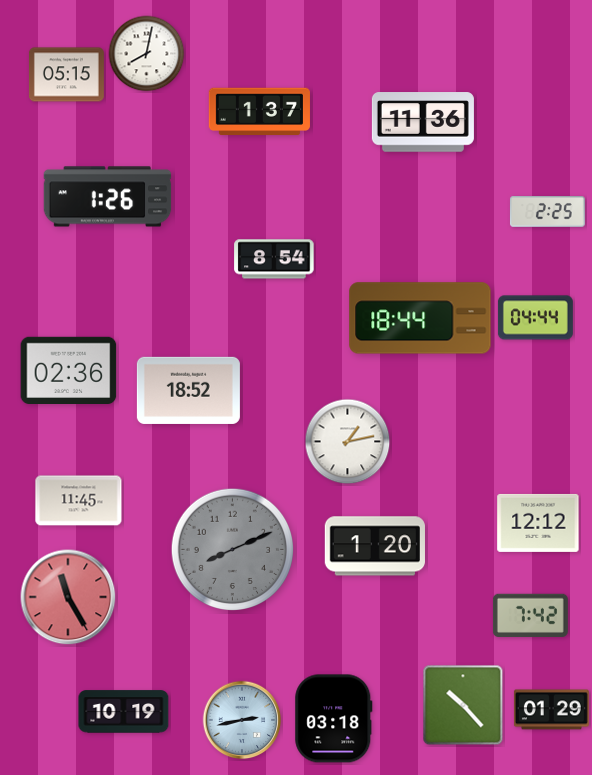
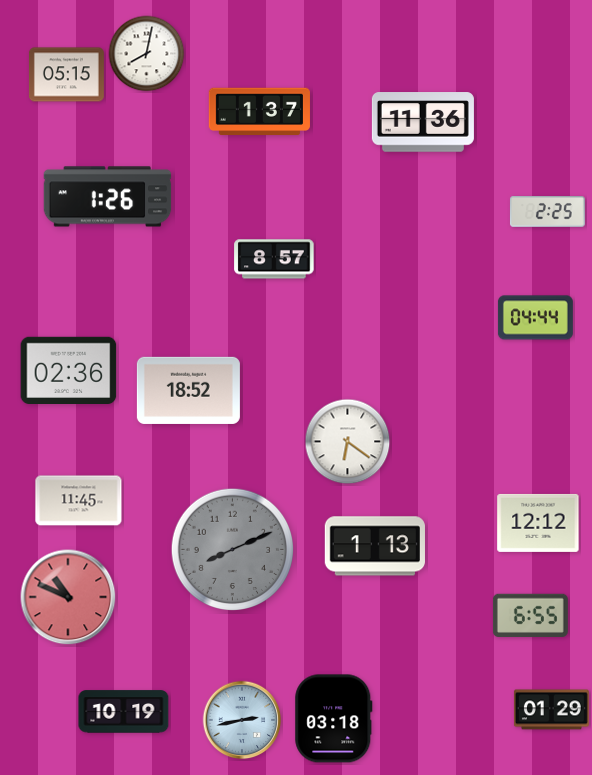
clock at (274, 259): 8:54 -> 8:57
clock at (420, 318): 18:44 -> none
clock at (348, 442): 1:13 -> 6:21
clock at (375, 546): 1:20 -> 1:13
clock at (68, 597): 11:25 -> 10:49
clock at (530, 615): 7:42 -> 6:55
clock at (463, 705): 10:23 -> none
